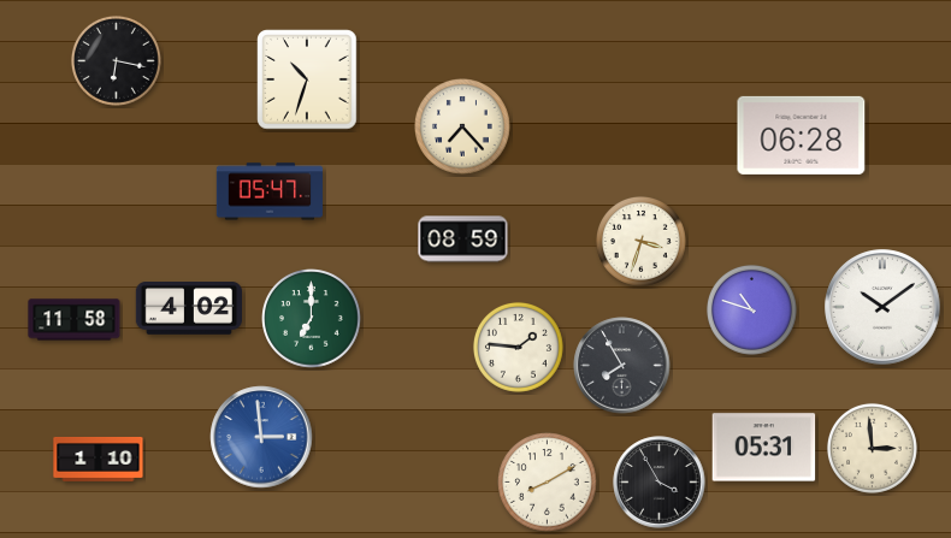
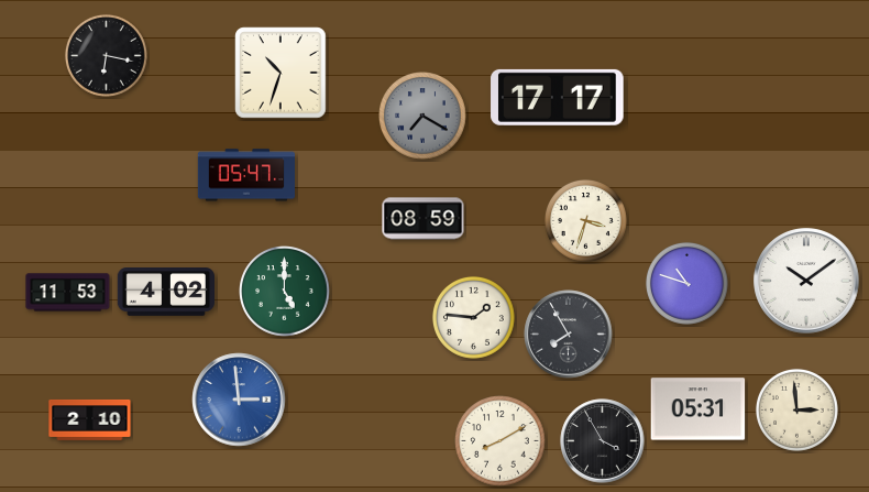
clock at (558, 97): none -> 17:17
clock at (463, 128): 7:23 -> 7:20
clock at (463, 128) dial: cream -> grey
clock at (802, 135): 06:28 -> none
clock at (188, 309) position: (188, 309) -> (165, 293)
clock at (312, 319): 7:00 -> 5:00
clock at (75, 320): 11:58 -> 11:53
clock at (99, 459): 1:10 -> 2:10
